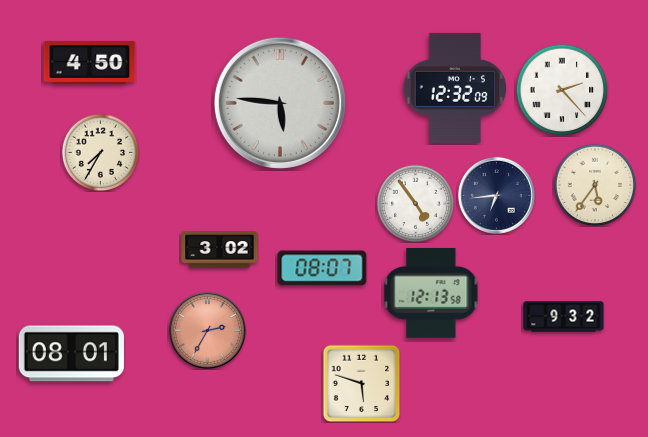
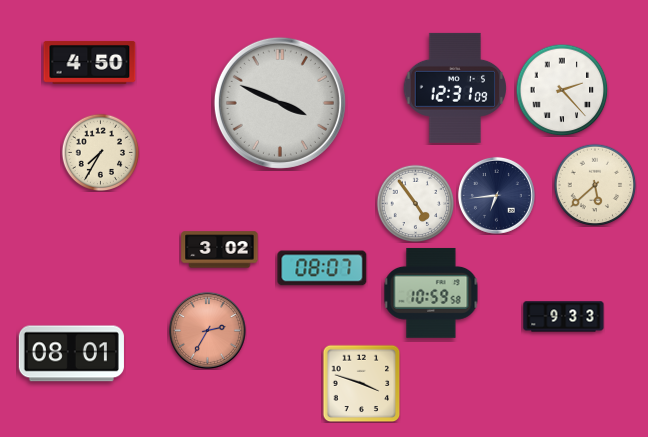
clock at (455, 88): 12:32 -> 12:31
clock at (280, 103): 5:46 -> 3:49
clock at (595, 185): 5:36 -> 5:38
clock at (431, 293): 12:13 -> 10:59
clock at (564, 317): 9:32 -> 9:33
clock at (361, 383): 5:48 -> 3:48
